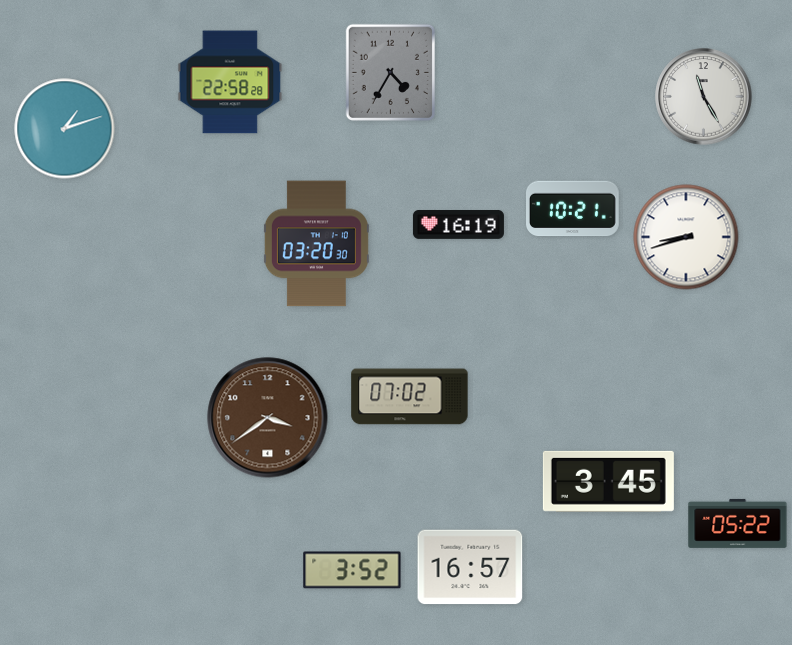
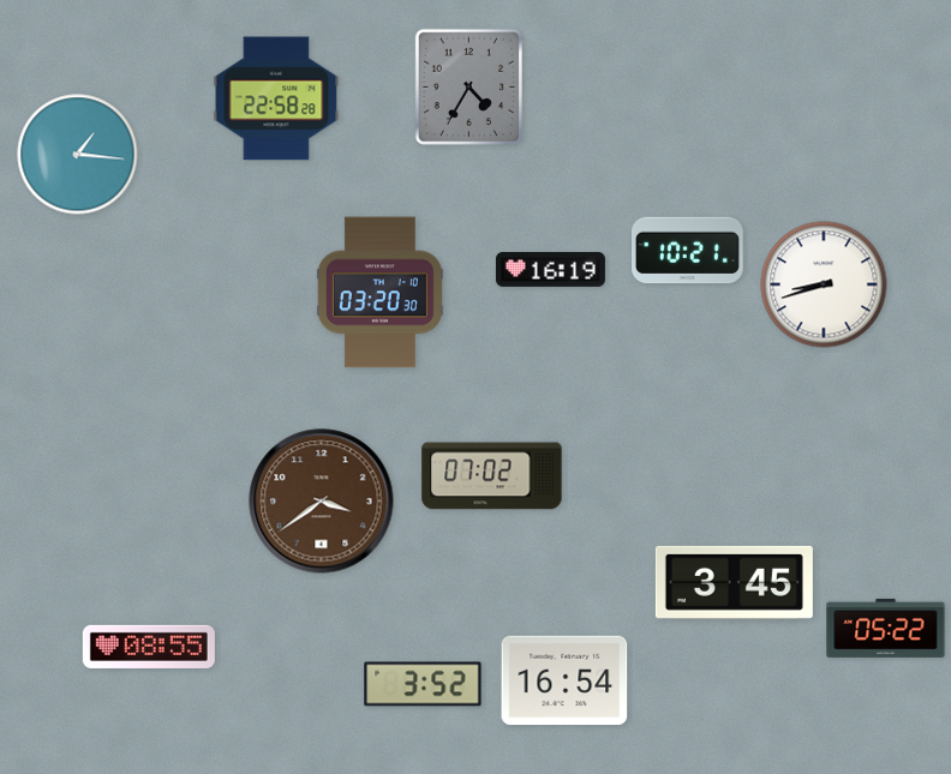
clock at (704, 97): 11:25 -> none
clock at (65, 129): 1:12 -> 1:16
clock at (608, 481) position: (608, 481) -> (734, 582)
clock at (149, 647): none -> 08:55
clock at (470, 567): 16:57 -> 16:54
